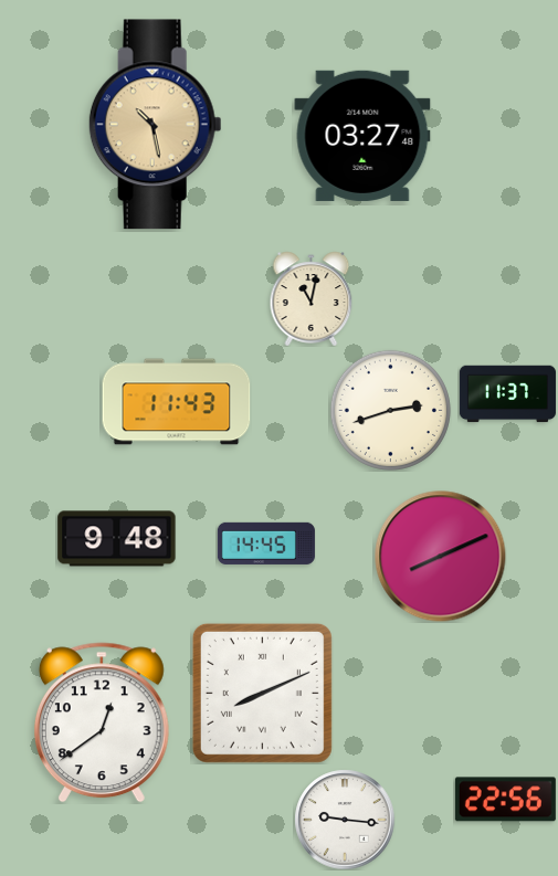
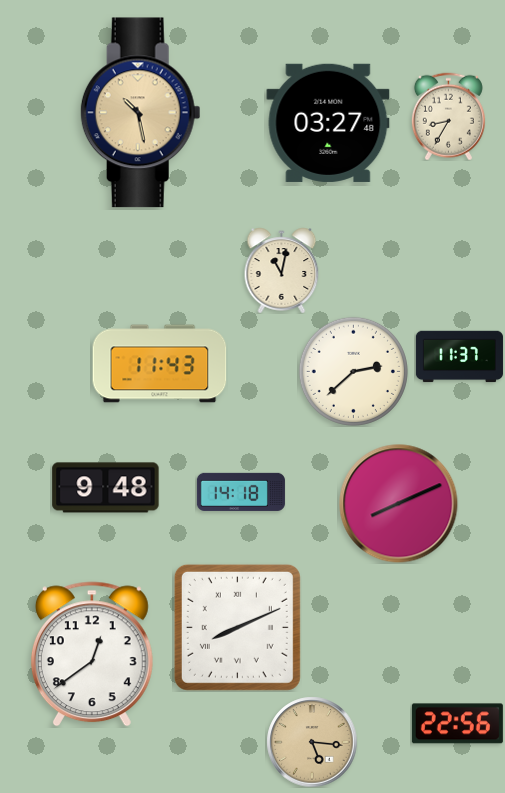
clock at (448, 116): none -> 8:35
clock at (390, 410): 2:42 -> 2:38
clock at (266, 543): 14:45 -> 14:18
clock at (345, 820): 9:16 -> 5:16
clock at (345, 820) dial: white -> champagne
